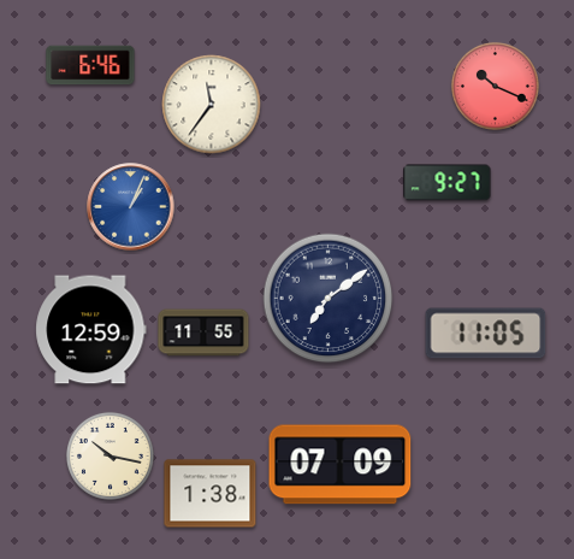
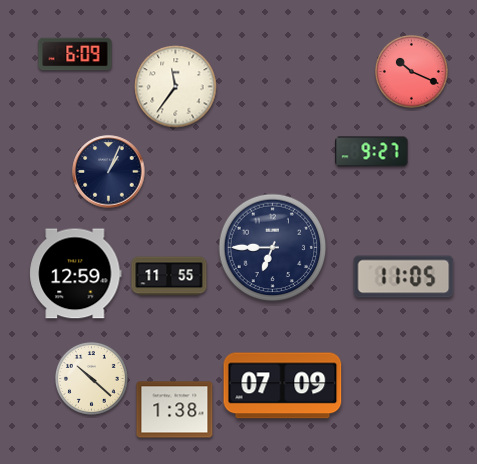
clock at (90, 65): 6:46 -> 6:09
clock at (131, 207) dial: blue -> navy
clock at (329, 299): 7:09 -> 6:45
clock at (110, 455): 10:17 -> 10:22
